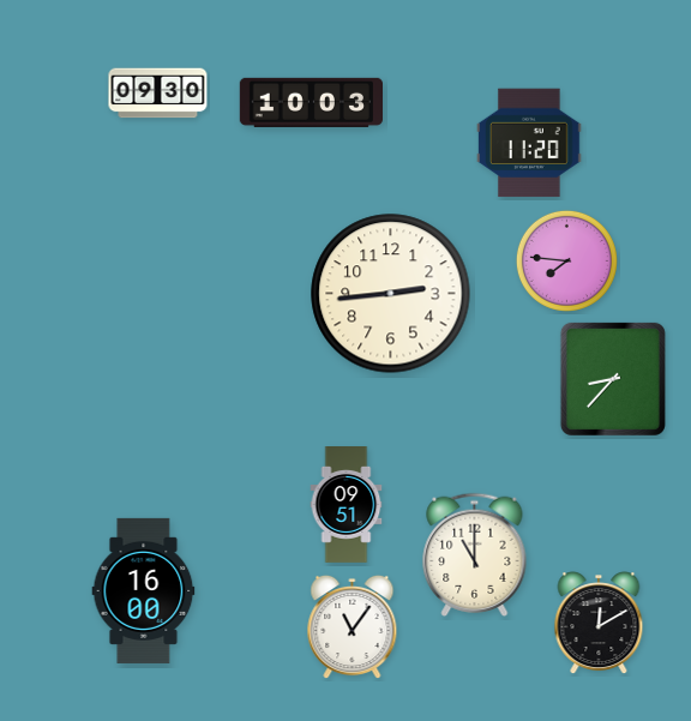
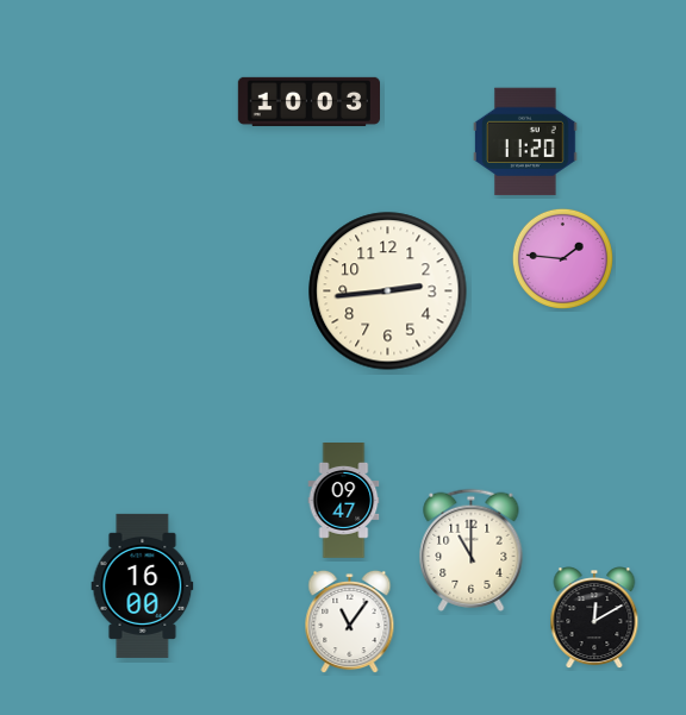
clock at (158, 94): 09:30 -> none
clock at (566, 260): 7:46 -> 1:46
clock at (613, 379): 8:37 -> none
clock at (347, 505): 09:51 -> 09:47
